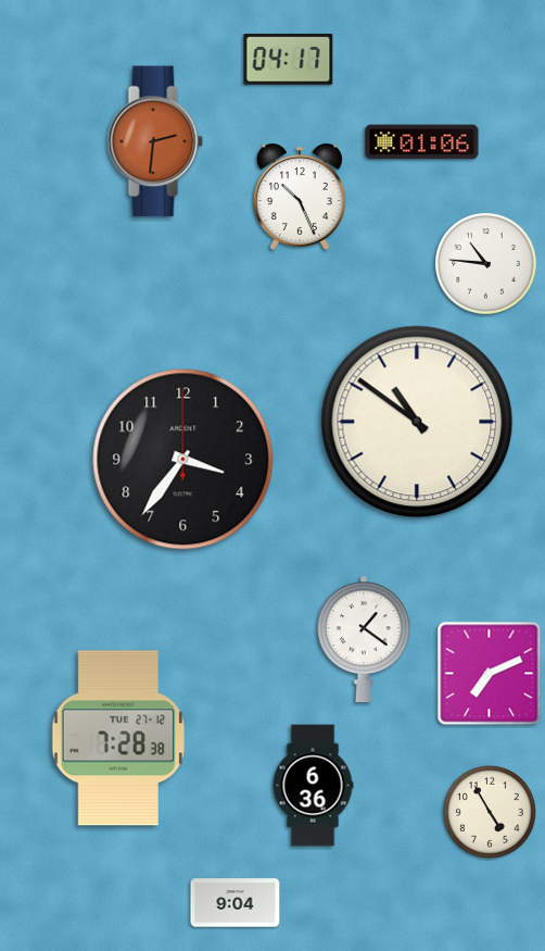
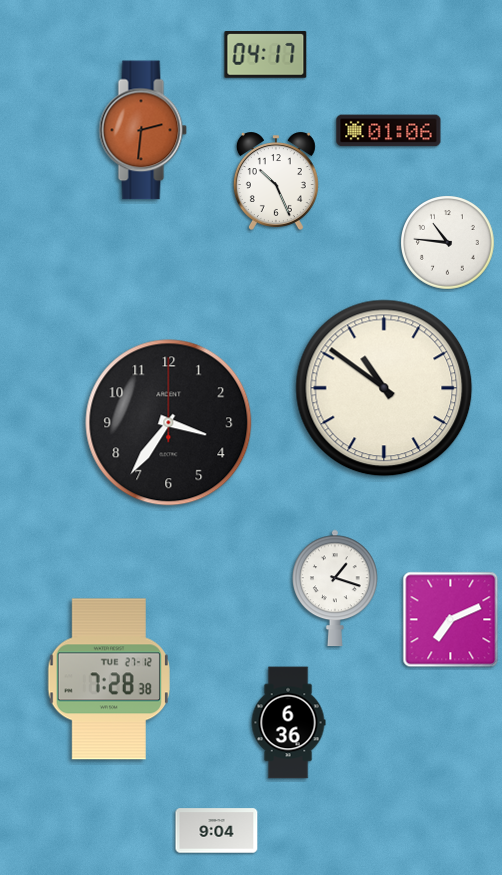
clock at (364, 639): 1:21 -> 1:18
clock at (490, 812): 4:55 -> none
